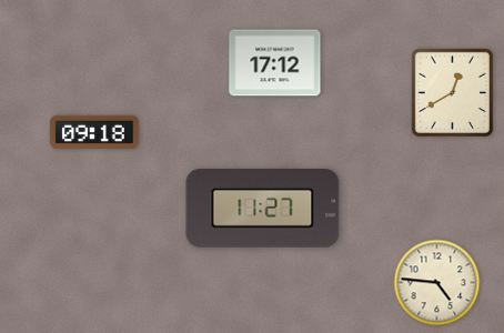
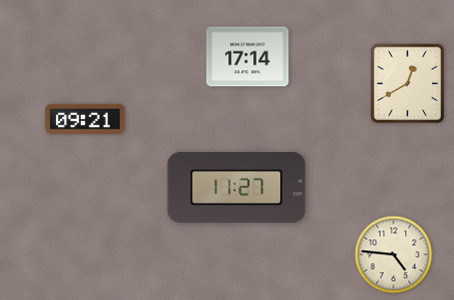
clock at (275, 63): 17:12 -> 17:14
clock at (94, 132): 09:18 -> 09:21
